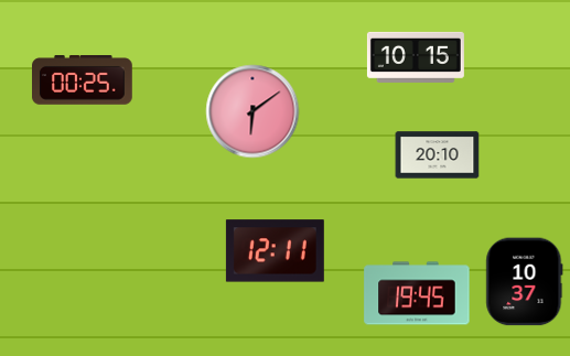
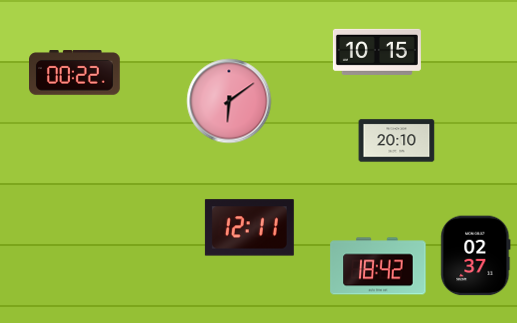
clock at (83, 80): 00:25 -> 00:22
clock at (525, 282): 10:37 -> 02:37
clock at (417, 293): 19:45 -> 18:42
